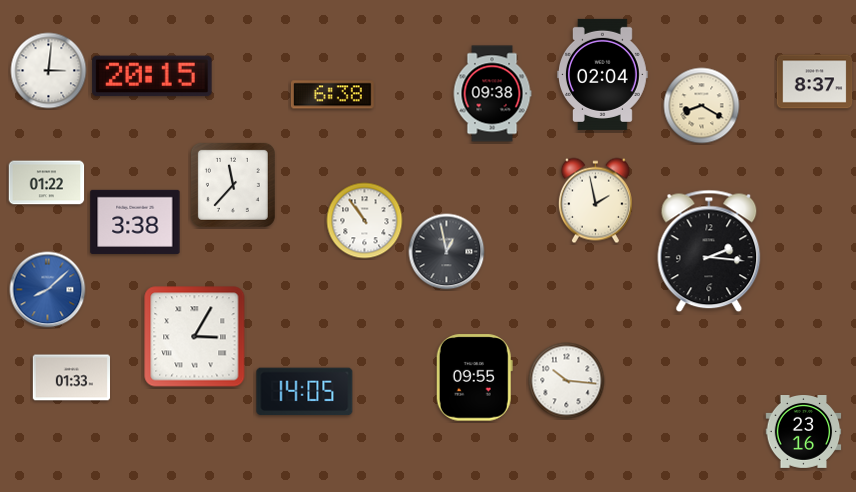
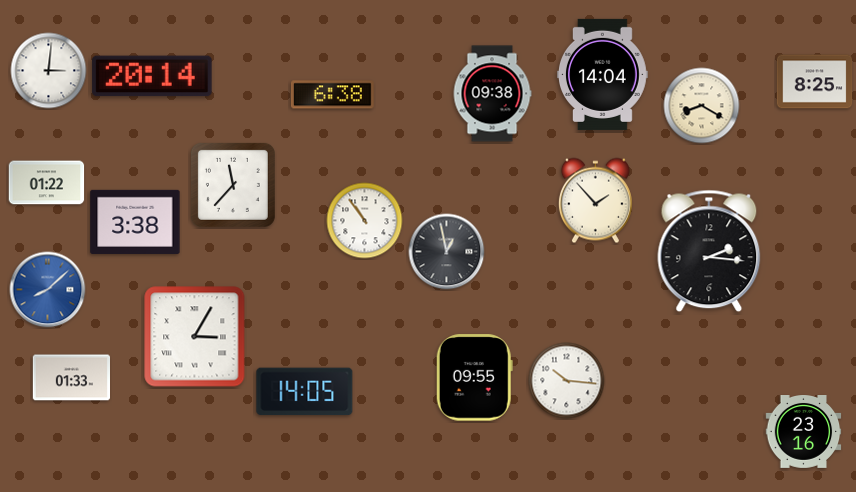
clock at (603, 74): 02:04 -> 14:04
clock at (152, 76): 20:15 -> 20:14
clock at (815, 82): 8:37 -> 8:25
clock at (595, 201): 1:58 -> 1:53
